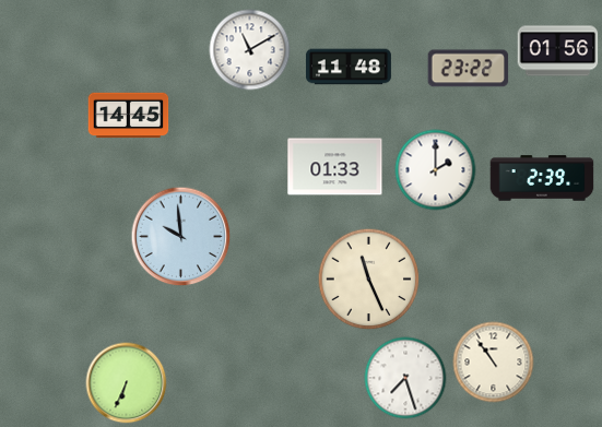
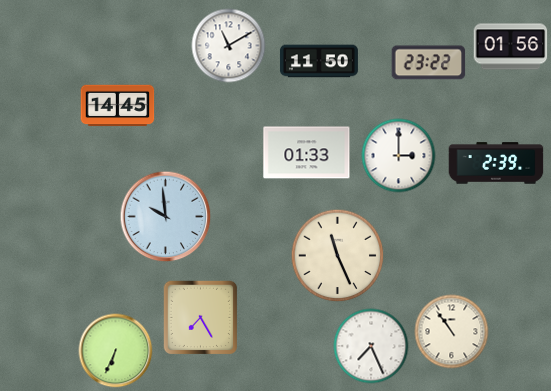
clock at (349, 67): 11:48 -> 11:50
clock at (436, 170): 2:00 -> 3:00
clock at (201, 318): none -> 7:25
clock at (405, 378): 7:27 -> 7:26
